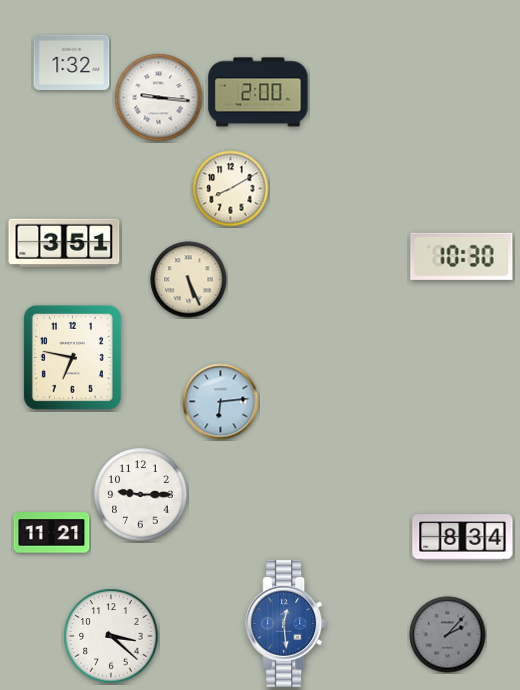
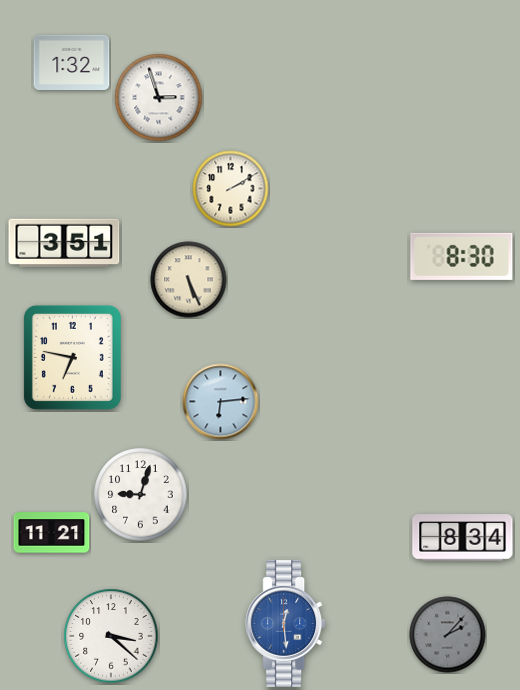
clock at (258, 92): 2:00 -> none
clock at (159, 98): 9:16 -> 2:57
clock at (231, 189): 8:10 -> 2:10
clock at (462, 256): 10:30 -> 8:30
clock at (141, 495): 9:15 -> 9:03
